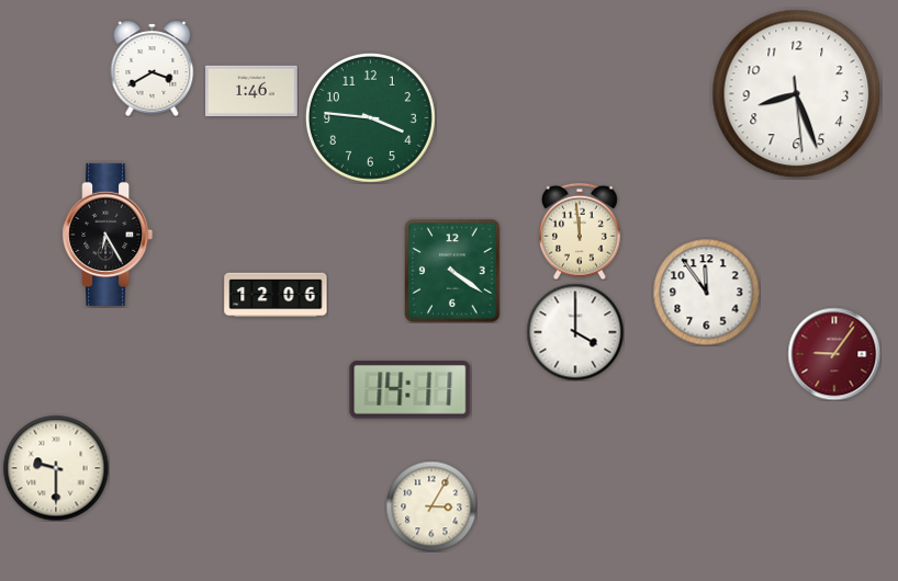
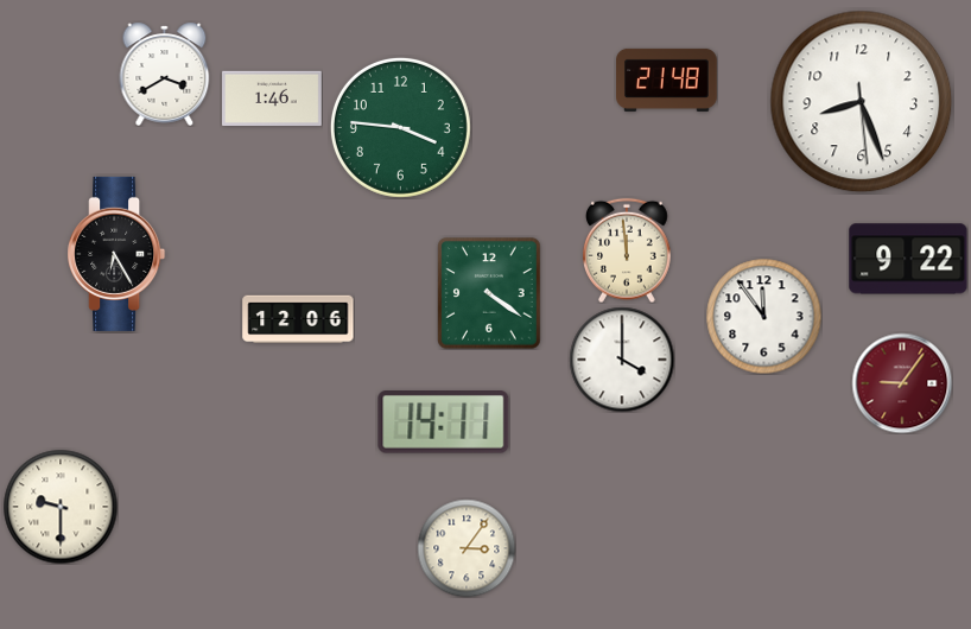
clock at (667, 80): none -> 21:48
clock at (908, 259): none -> 9:22
clock at (431, 506): 3:05 -> 3:06
